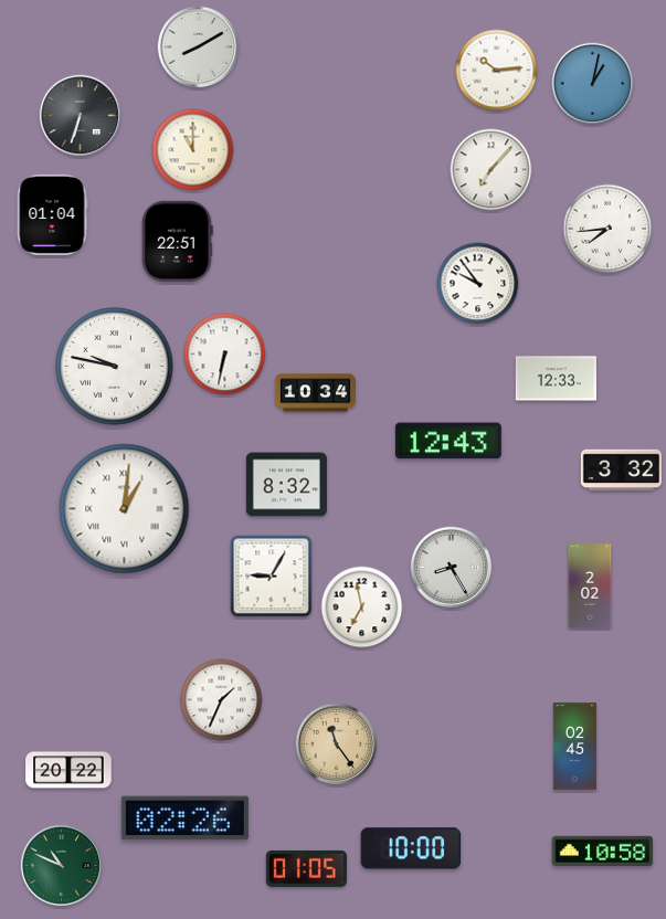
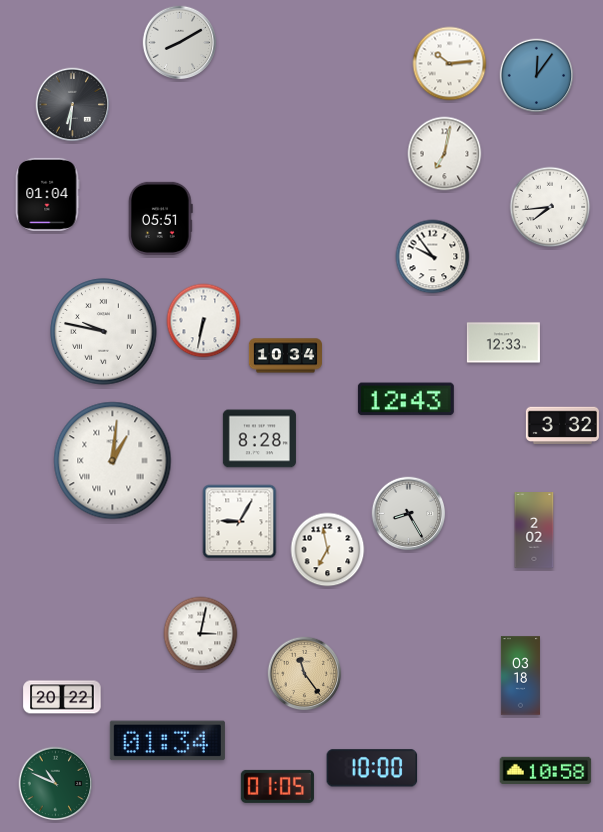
clock at (593, 84): 1:02 -> 12:06
clock at (81, 116): 6:33 -> 6:31
clock at (193, 150): 11:00 -> none
clock at (491, 170): 7:07 -> 7:02
clock at (177, 241): 22:51 -> 05:51
clock at (286, 485): 8:32 -> 8:28
clock at (272, 577) position: (272, 577) -> (240, 522)
clock at (222, 700): 1:34 -> 3:02
clock at (574, 747): 02:45 -> 03:18
clock at (184, 818): 02:26 -> 01:34
